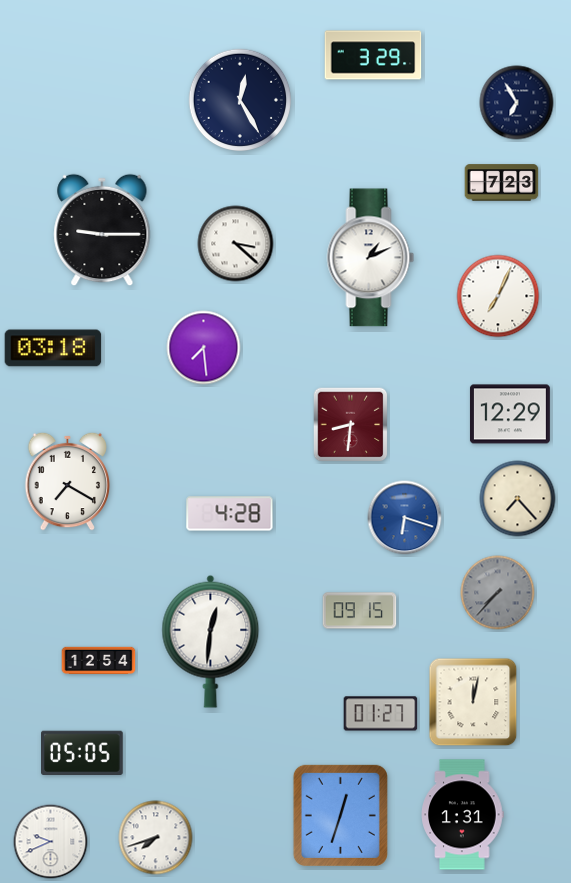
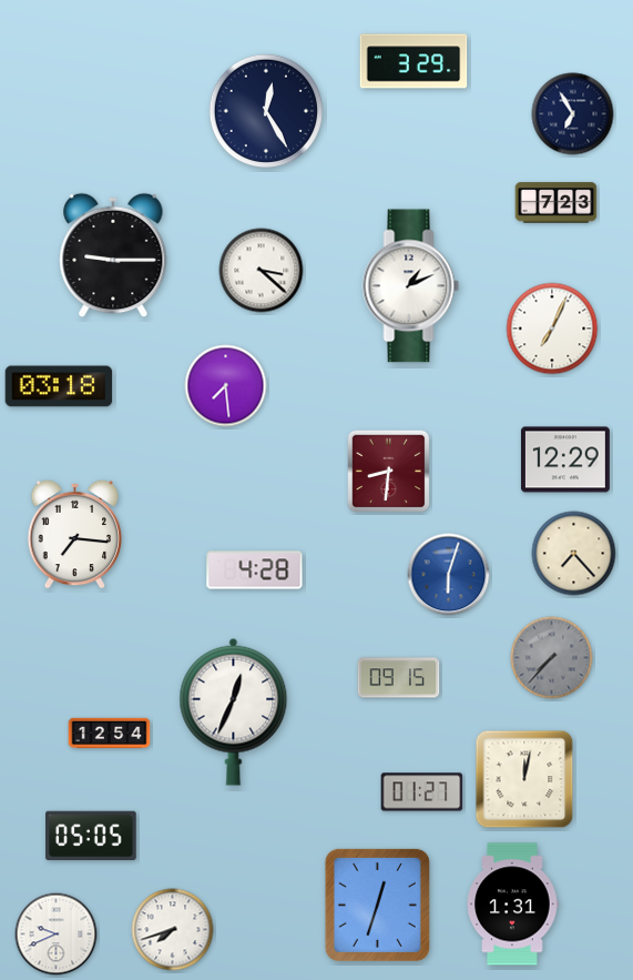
clock at (68, 481): 7:20 -> 7:16
clock at (405, 518): 6:18 -> 6:03
clock at (211, 641): 12:31 -> 12:34
